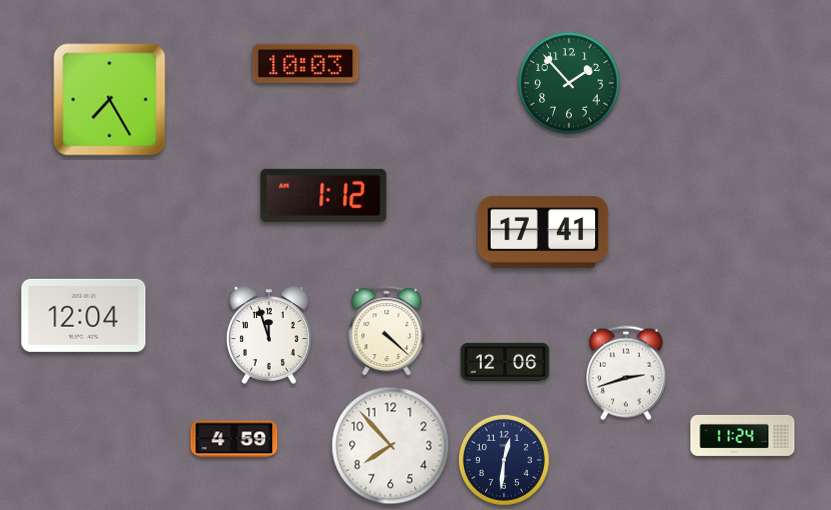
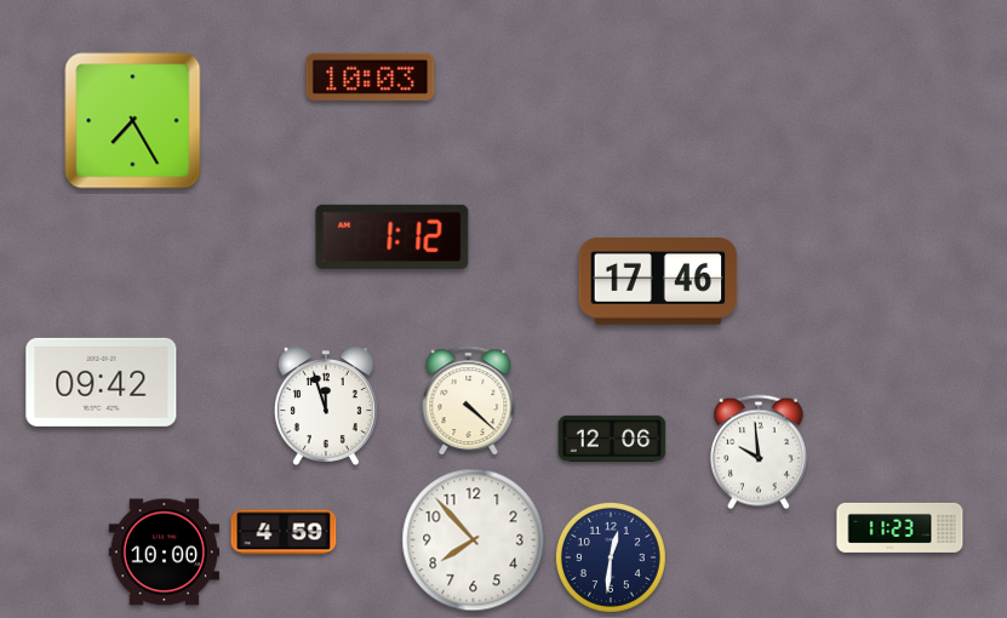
clock at (569, 83): 1:53 -> none
clock at (543, 233): 17:41 -> 17:46
clock at (84, 315): 12:04 -> 09:42
clock at (627, 373): 2:42 -> 9:59
clock at (743, 435): 11:24 -> 11:23
clock at (164, 553): none -> 10:00
